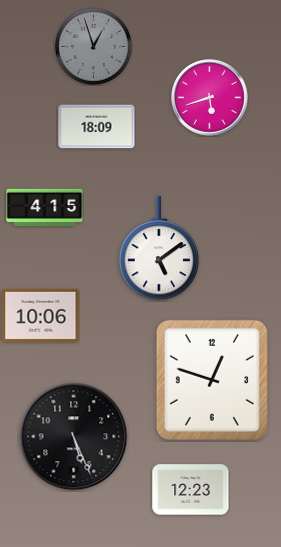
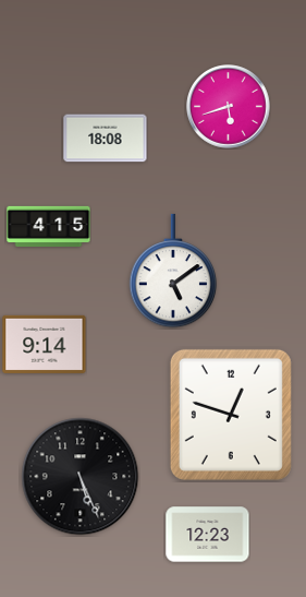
clock at (93, 46): 12:57 -> none
clock at (97, 127): 18:09 -> 18:08
clock at (41, 315): 10:06 -> 9:14
